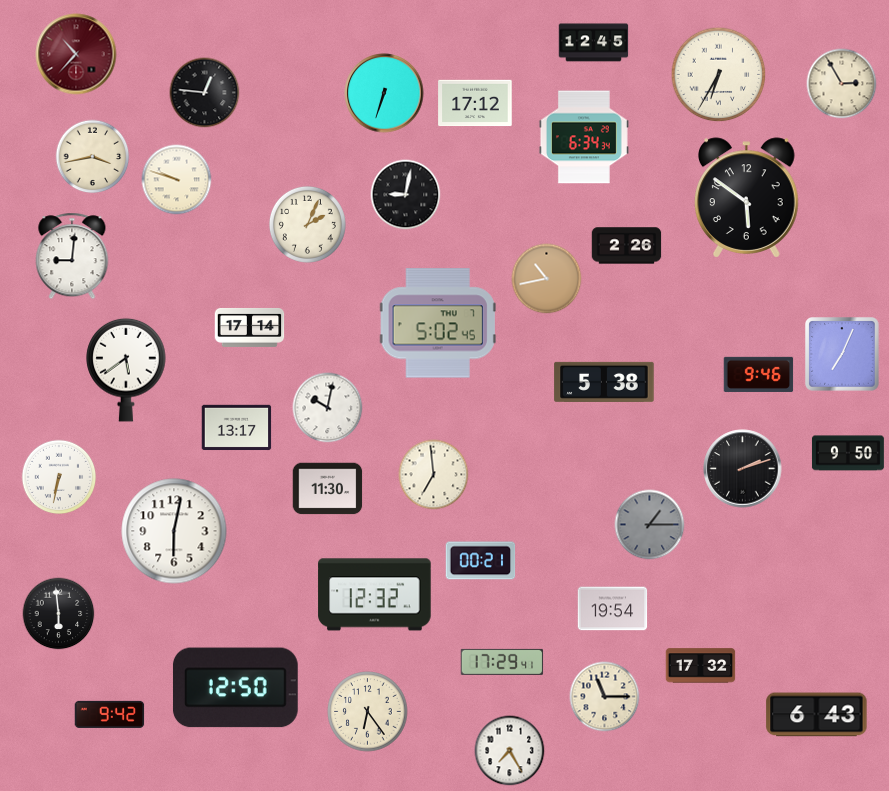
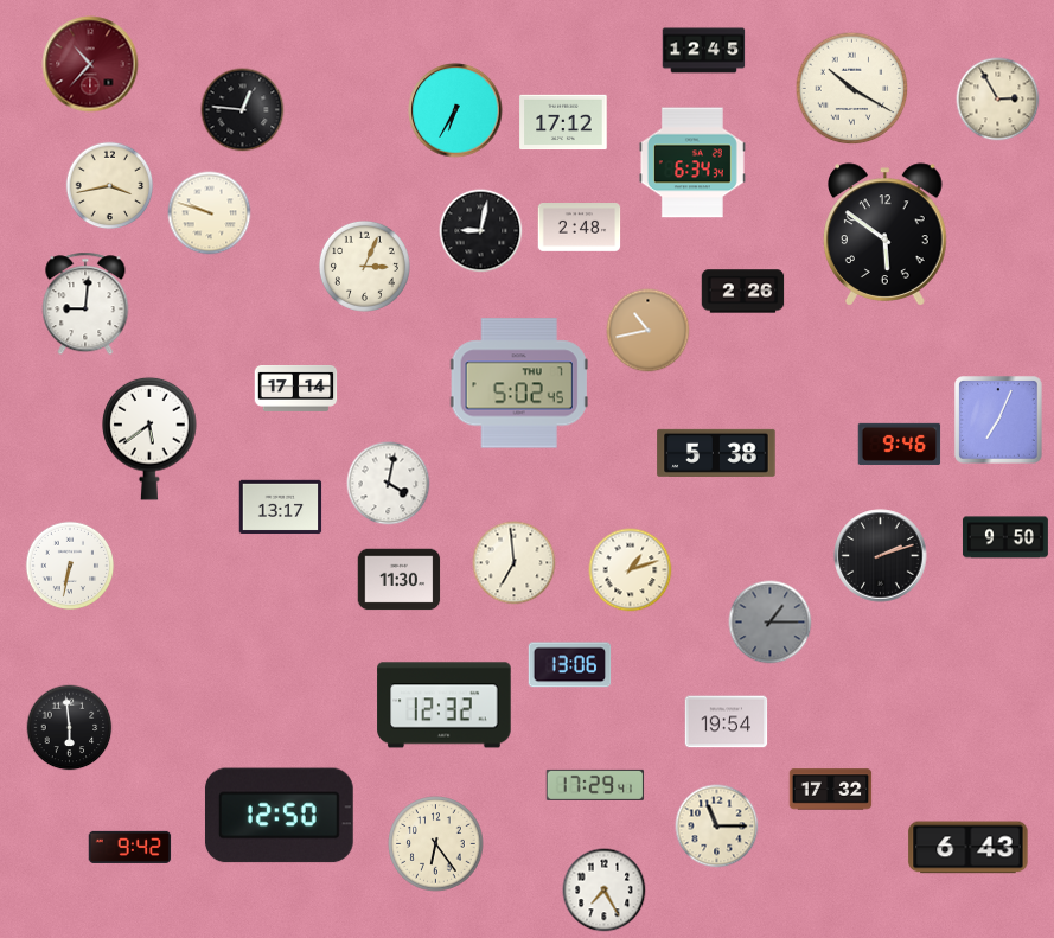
clock at (719, 75): 6:35 -> 10:20
clock at (384, 93): 6:33 -> 6:35
clock at (580, 228): none -> 2:48
clock at (307, 224): 2:04 -> 3:04
clock at (328, 408): 10:02 -> 4:02
clock at (631, 570): none -> 1:12
clock at (328, 489) position: (328, 489) -> (400, 580)
clock at (174, 531): 6:02 -> none
clock at (481, 561): 00:21 -> 13:06
